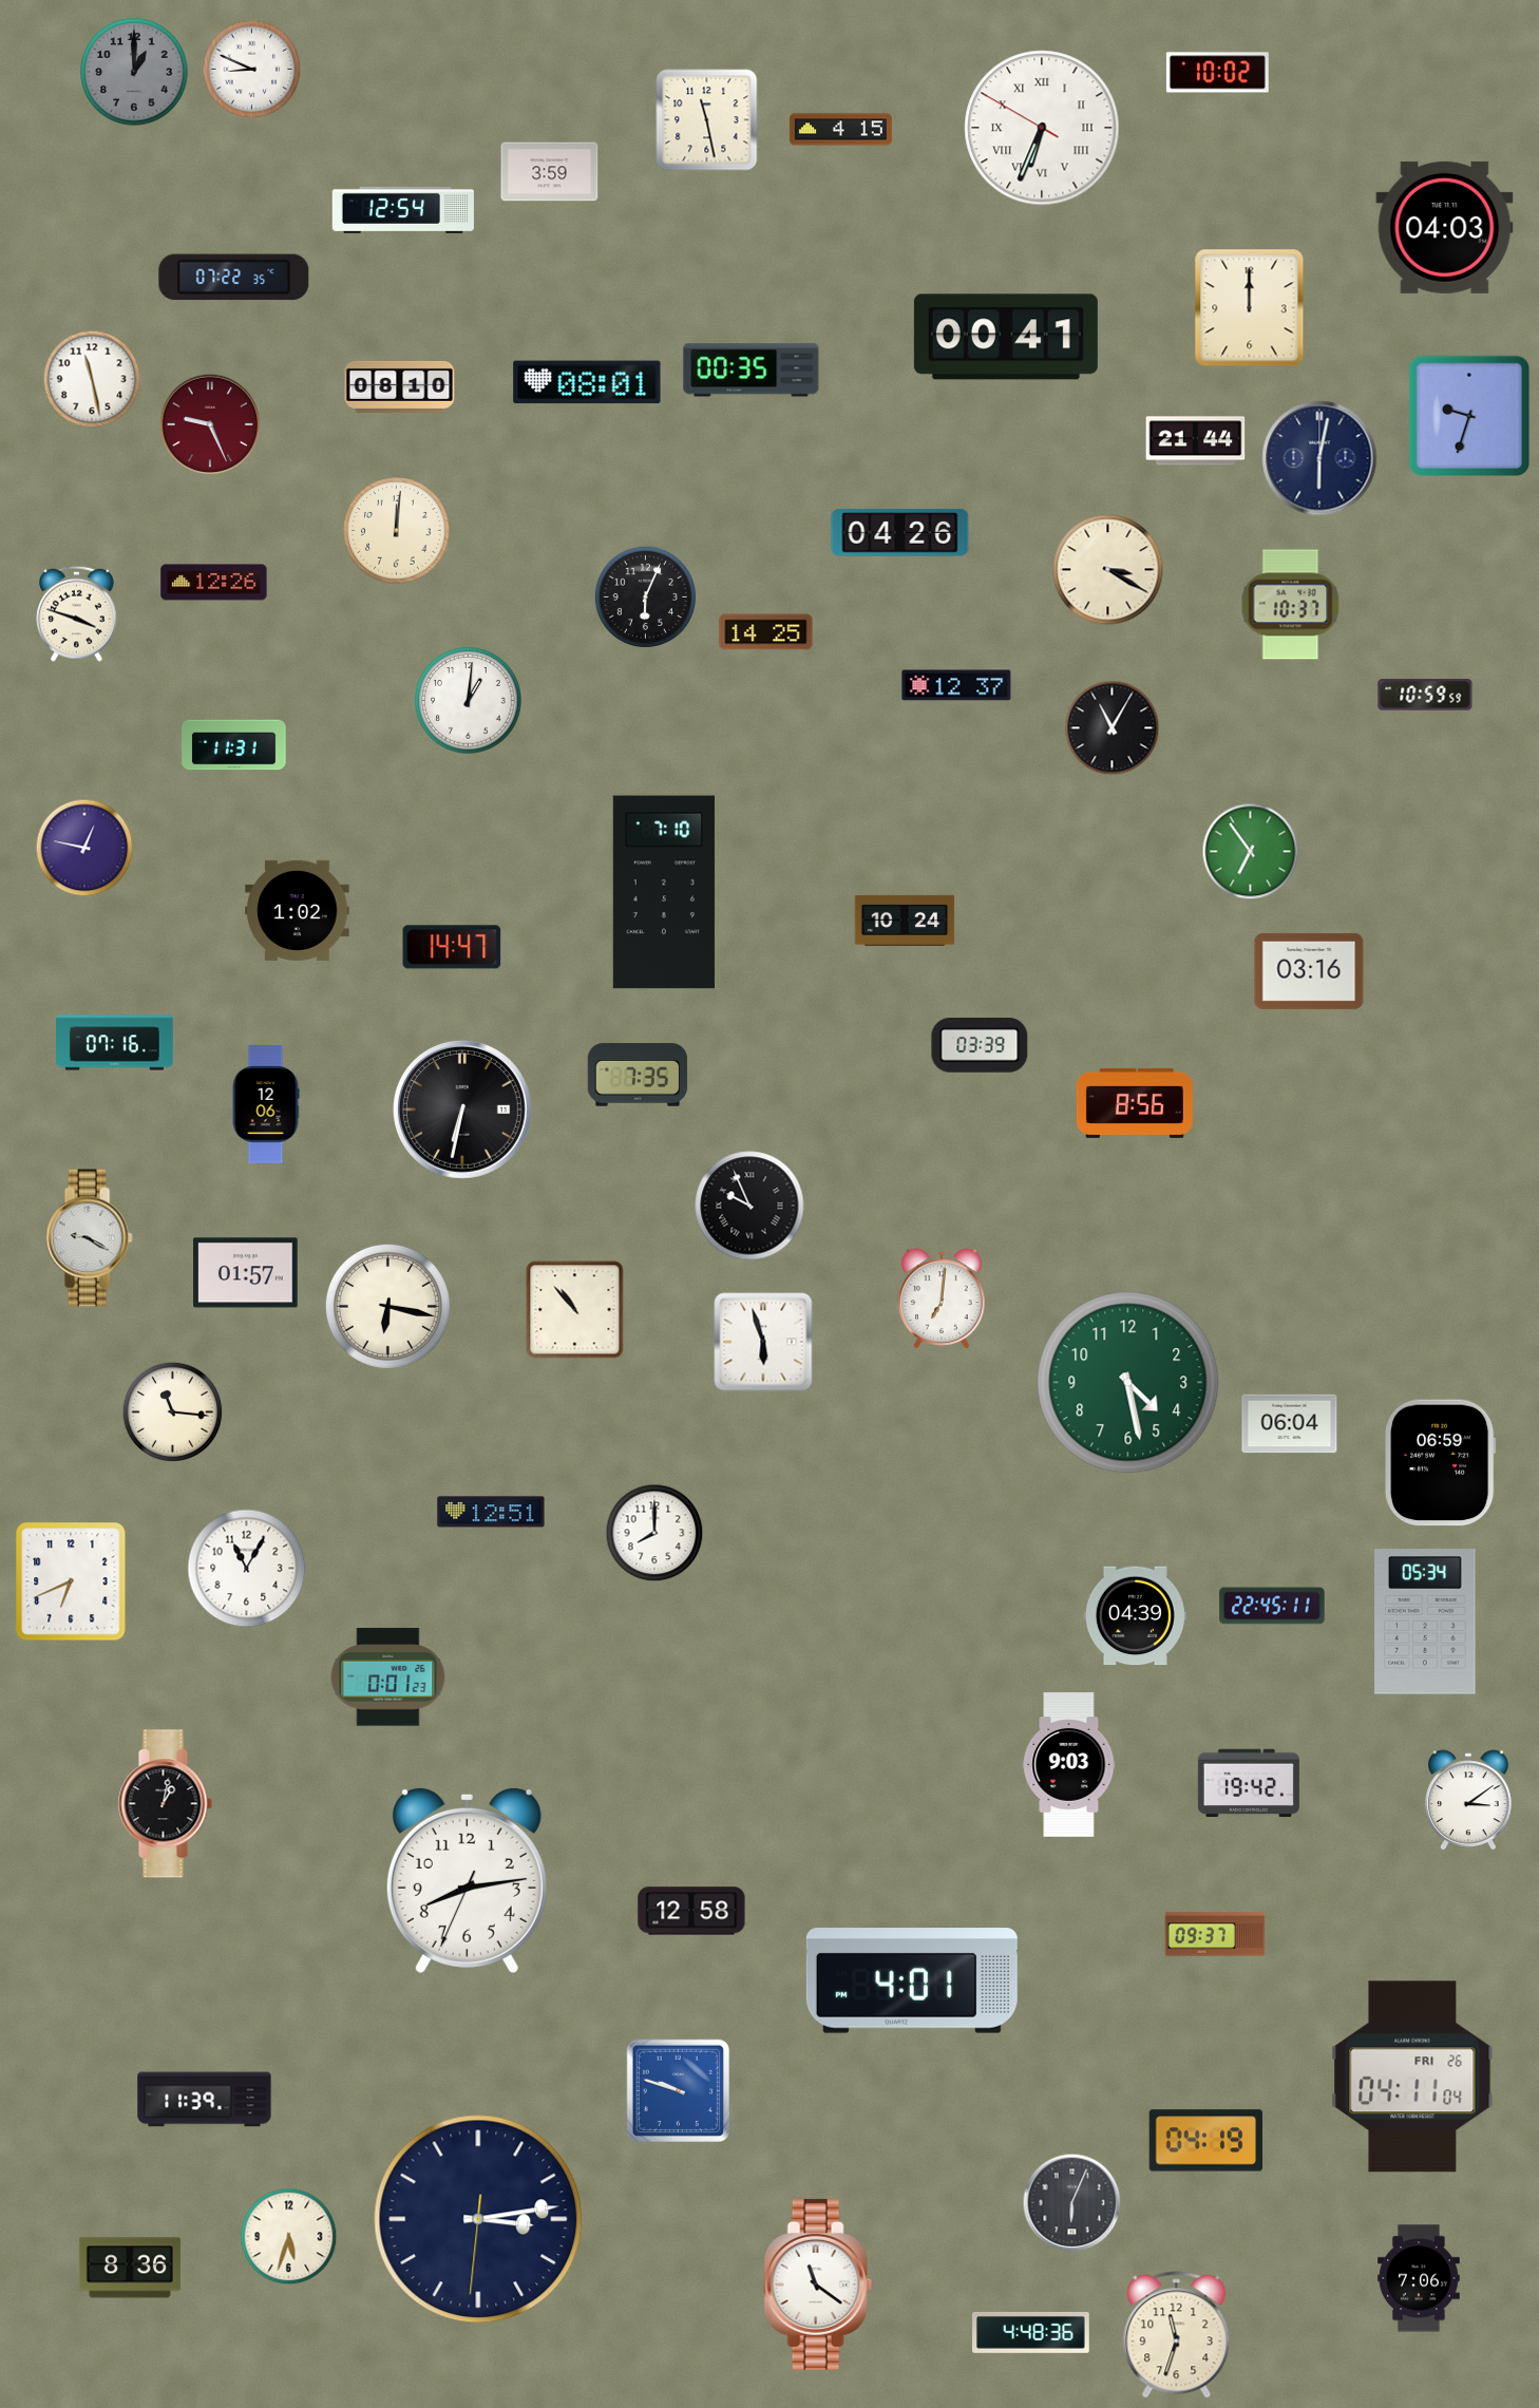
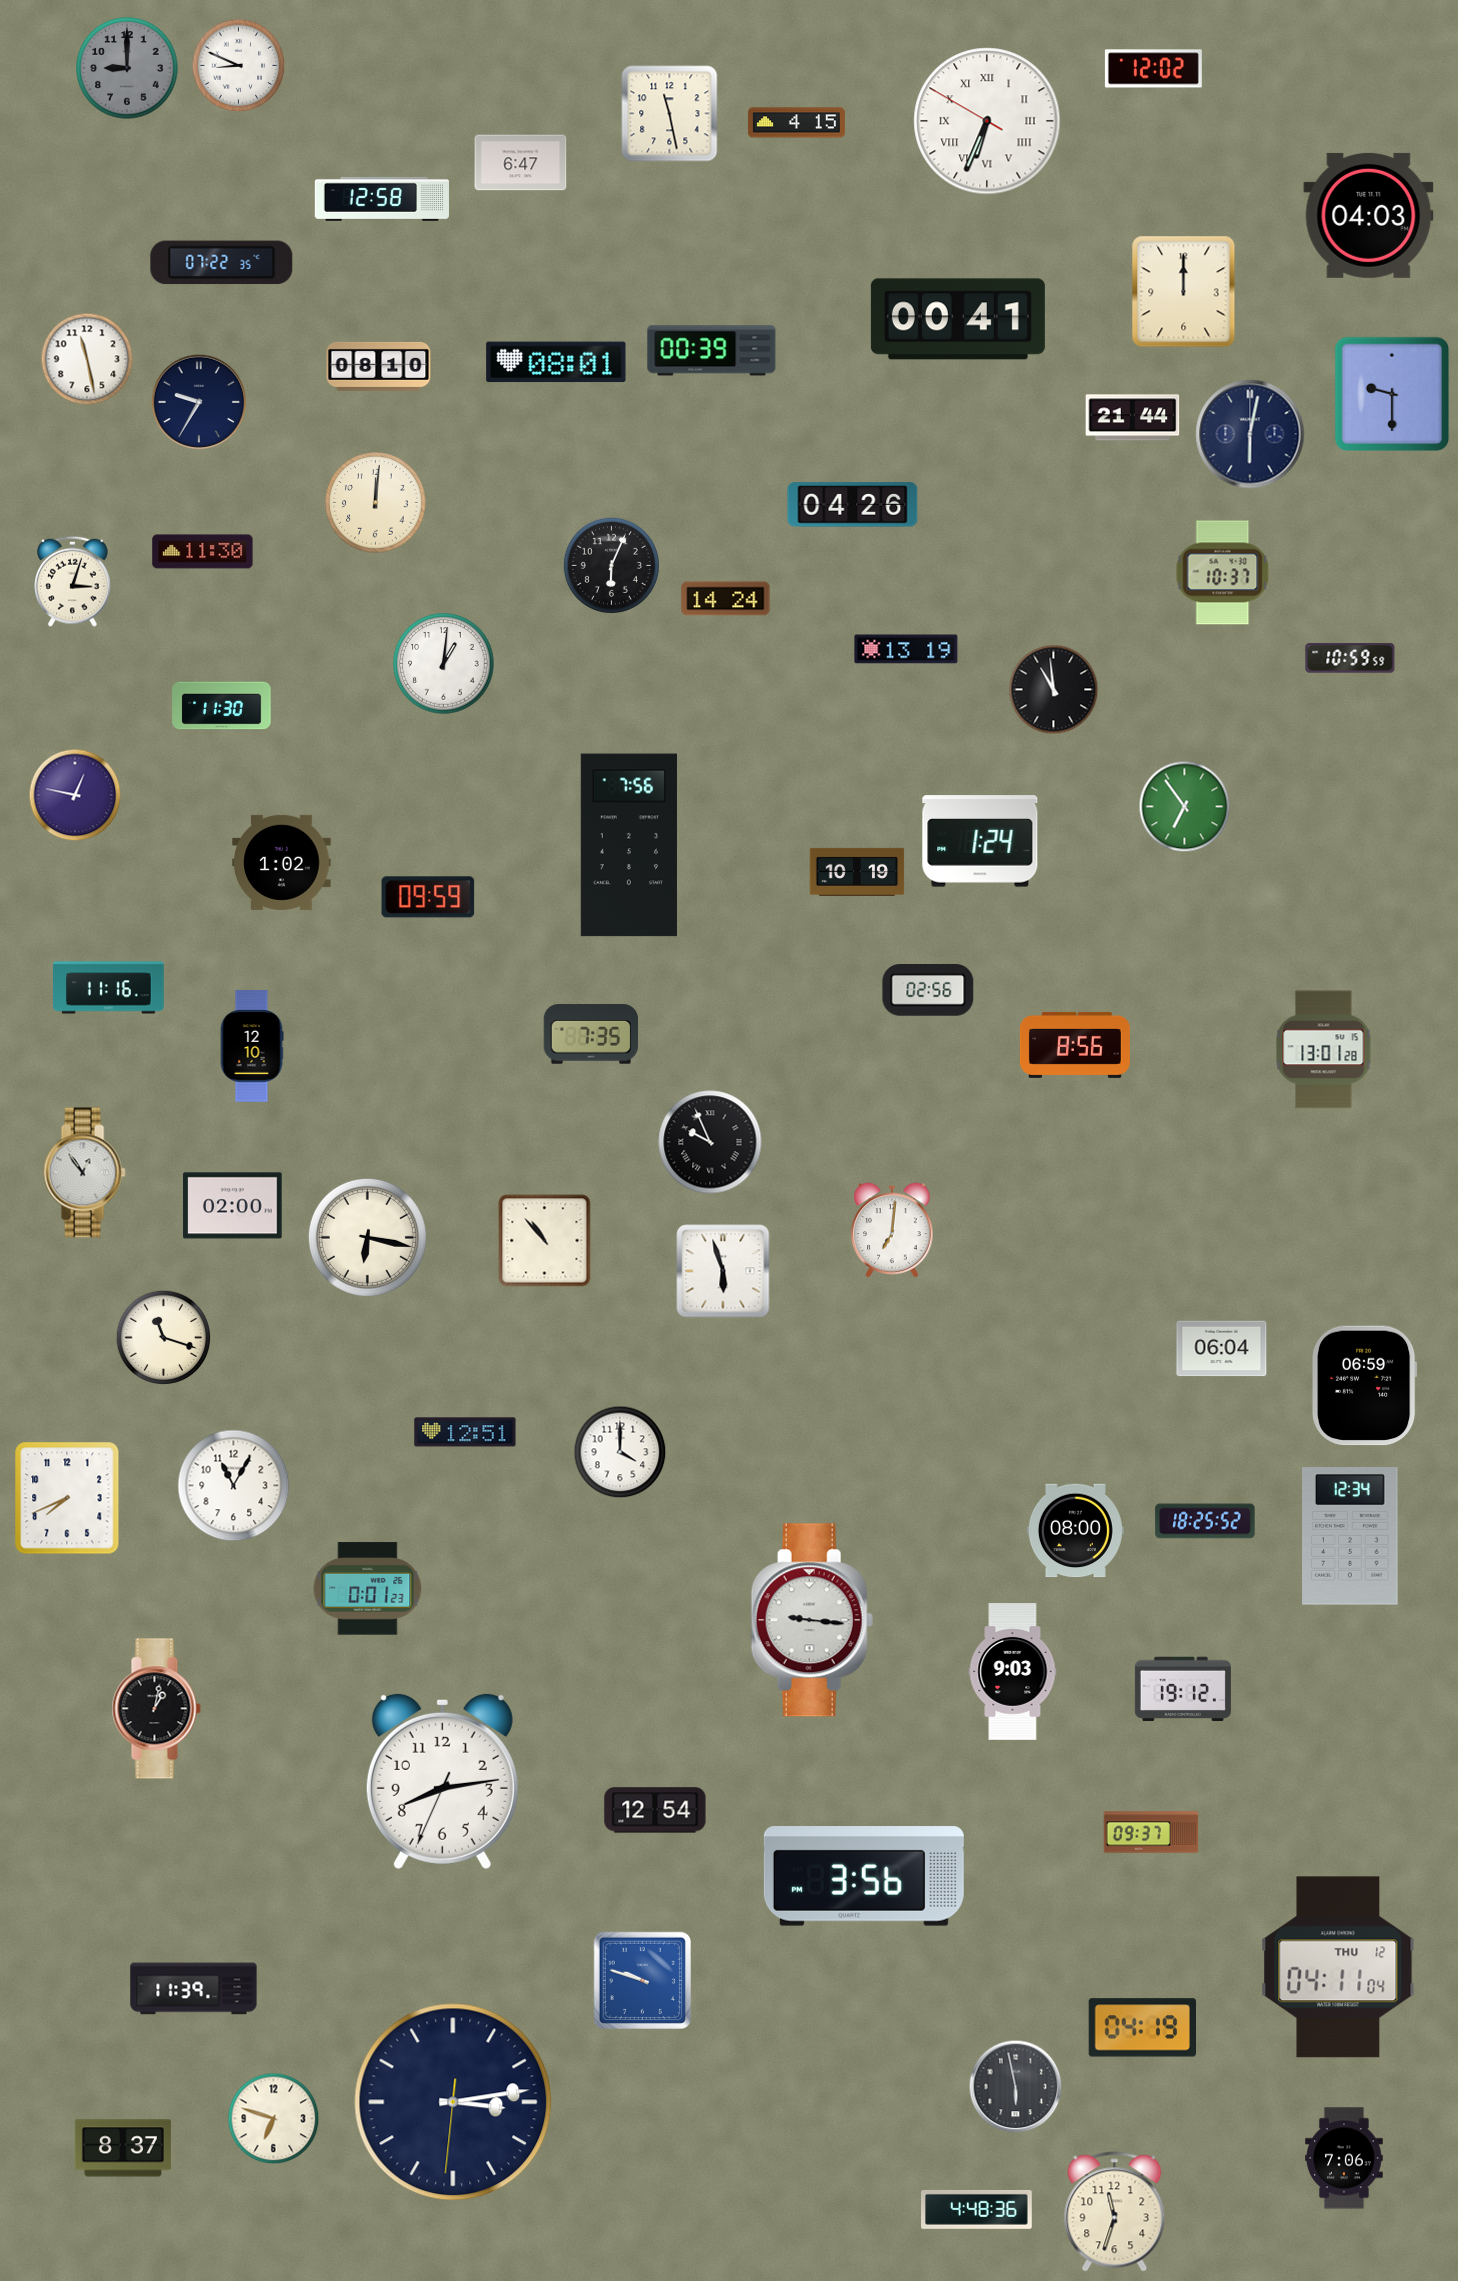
clock at (134, 72): 1:00 -> 9:00
clock at (1217, 73): 10:02 -> 12:02
clock at (550, 172): 3:59 -> 6:47
clock at (403, 210): 12:54 -> 12:58
clock at (1006, 337) position: (1006, 337) -> (958, 319)
clock at (752, 371): 00:35 -> 00:39
clock at (1468, 415): 9:33 -> 9:30
clock at (210, 424): 9:26 -> 9:35
clock at (210, 424) dial: burgundy -> navy
clock at (1108, 570): 3:20 -> none
clock at (214, 583): 12:26 -> 11:30
clock at (77, 613): 3:48 -> 3:03
clock at (766, 632): 14:25 -> 14:24
clock at (956, 685): 12:37 -> 13:19
clock at (1113, 728): 11:05 -> 10:59
clock at (234, 745): 11:31 -> 11:30
clock at (84, 848) position: (84, 848) -> (75, 795)
clock at (980, 841): none -> 1:24
clock at (664, 892): 7:10 -> 7:56
clock at (905, 921): 10:24 -> 10:19
clock at (452, 947): 14:47 -> 09:59
clock at (1309, 971): 03:16 -> none
clock at (115, 1043): 07:16 -> 11:16
clock at (980, 1046): 03:39 -> 02:56
clock at (638, 1075) position: (638, 1075) -> (591, 1034)
clock at (266, 1104): 12:06 -> 12:10
clock at (1324, 1050): none -> 13:01
clock at (462, 1110): 6:32 -> none
clock at (89, 1238): 9:20 -> 12:54
clock at (246, 1273): 01:57 -> 02:00
clock at (1128, 1383): 4:28 -> none
clock at (173, 1412): 11:16 -> 11:18
clock at (654, 1533): 8:00 -> 4:00
clock at (71, 1581): 6:41 -> 7:41
clock at (1272, 1606): 22:45 -> 18:25
clock at (1135, 1616): 04:39 -> 08:00
clock at (1425, 1622): 05:34 -> 12:34
clock at (812, 1620): none -> 9:16
clock at (1249, 1783): 19:42 -> 19:12
clock at (1468, 1800): 3:09 -> none
clock at (691, 1911): 12:58 -> 12:54
clock at (912, 1980): 4:01 -> 3:56
clock at (1412, 2077) date: FRI 26 -> THU 12
clock at (1072, 2203): 6:04 -> 5:58
clock at (289, 2237): 5:33 -> 6:48
clock at (130, 2268): 8:36 -> 8:37
clock at (818, 2284): 11:21 -> none
